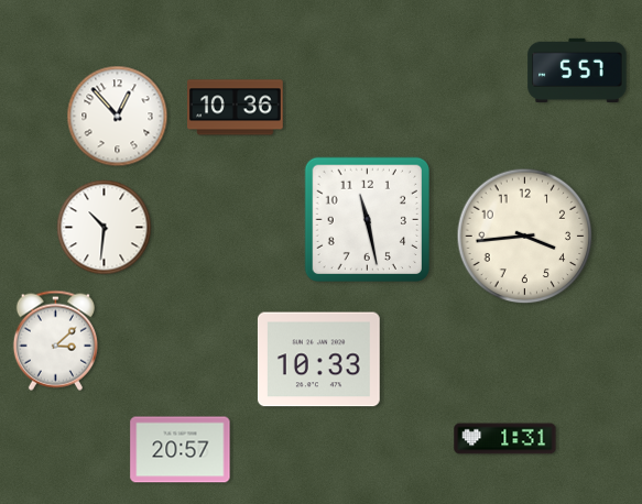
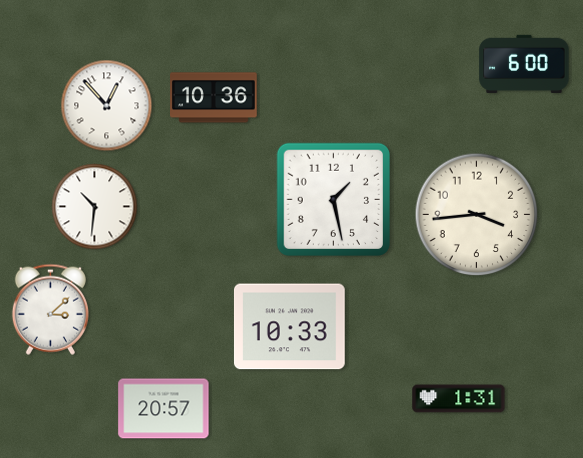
clock at (577, 70): 5:57 -> 6:00
clock at (367, 219): 11:28 -> 1:28
